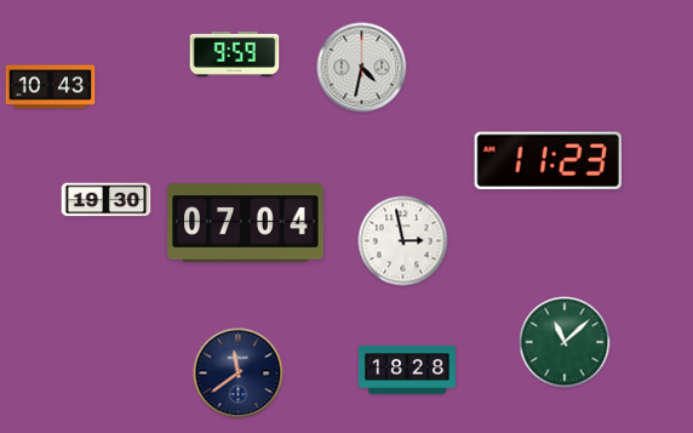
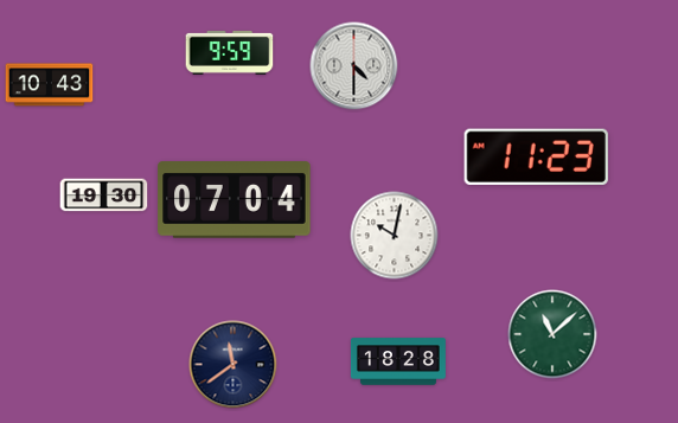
clock at (362, 68): 4:32 -> 4:30
clock at (246, 223) position: (246, 223) -> (235, 200)
clock at (403, 241): 2:58 -> 10:02
